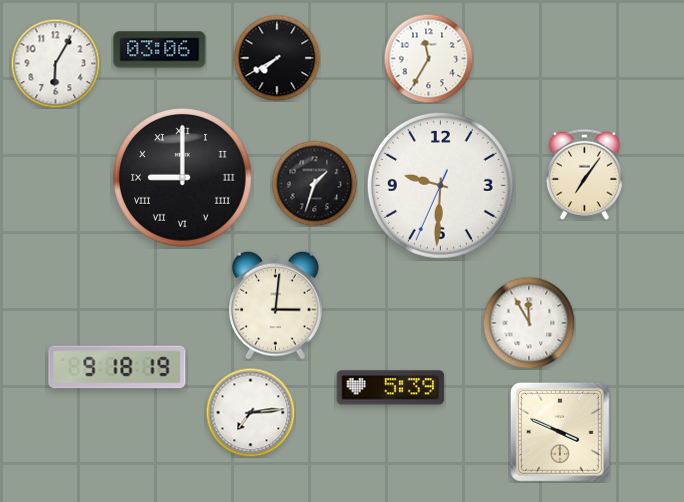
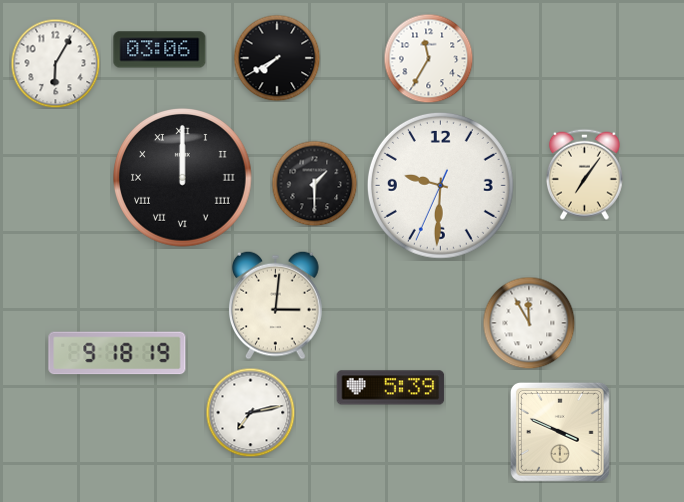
clock at (183, 178): 9:00 -> 12:00
clock at (314, 183): 1:33 -> 1:30
clock at (117, 367) position: (117, 367) -> (117, 353)
clock at (250, 412): 7:14 -> 7:13
